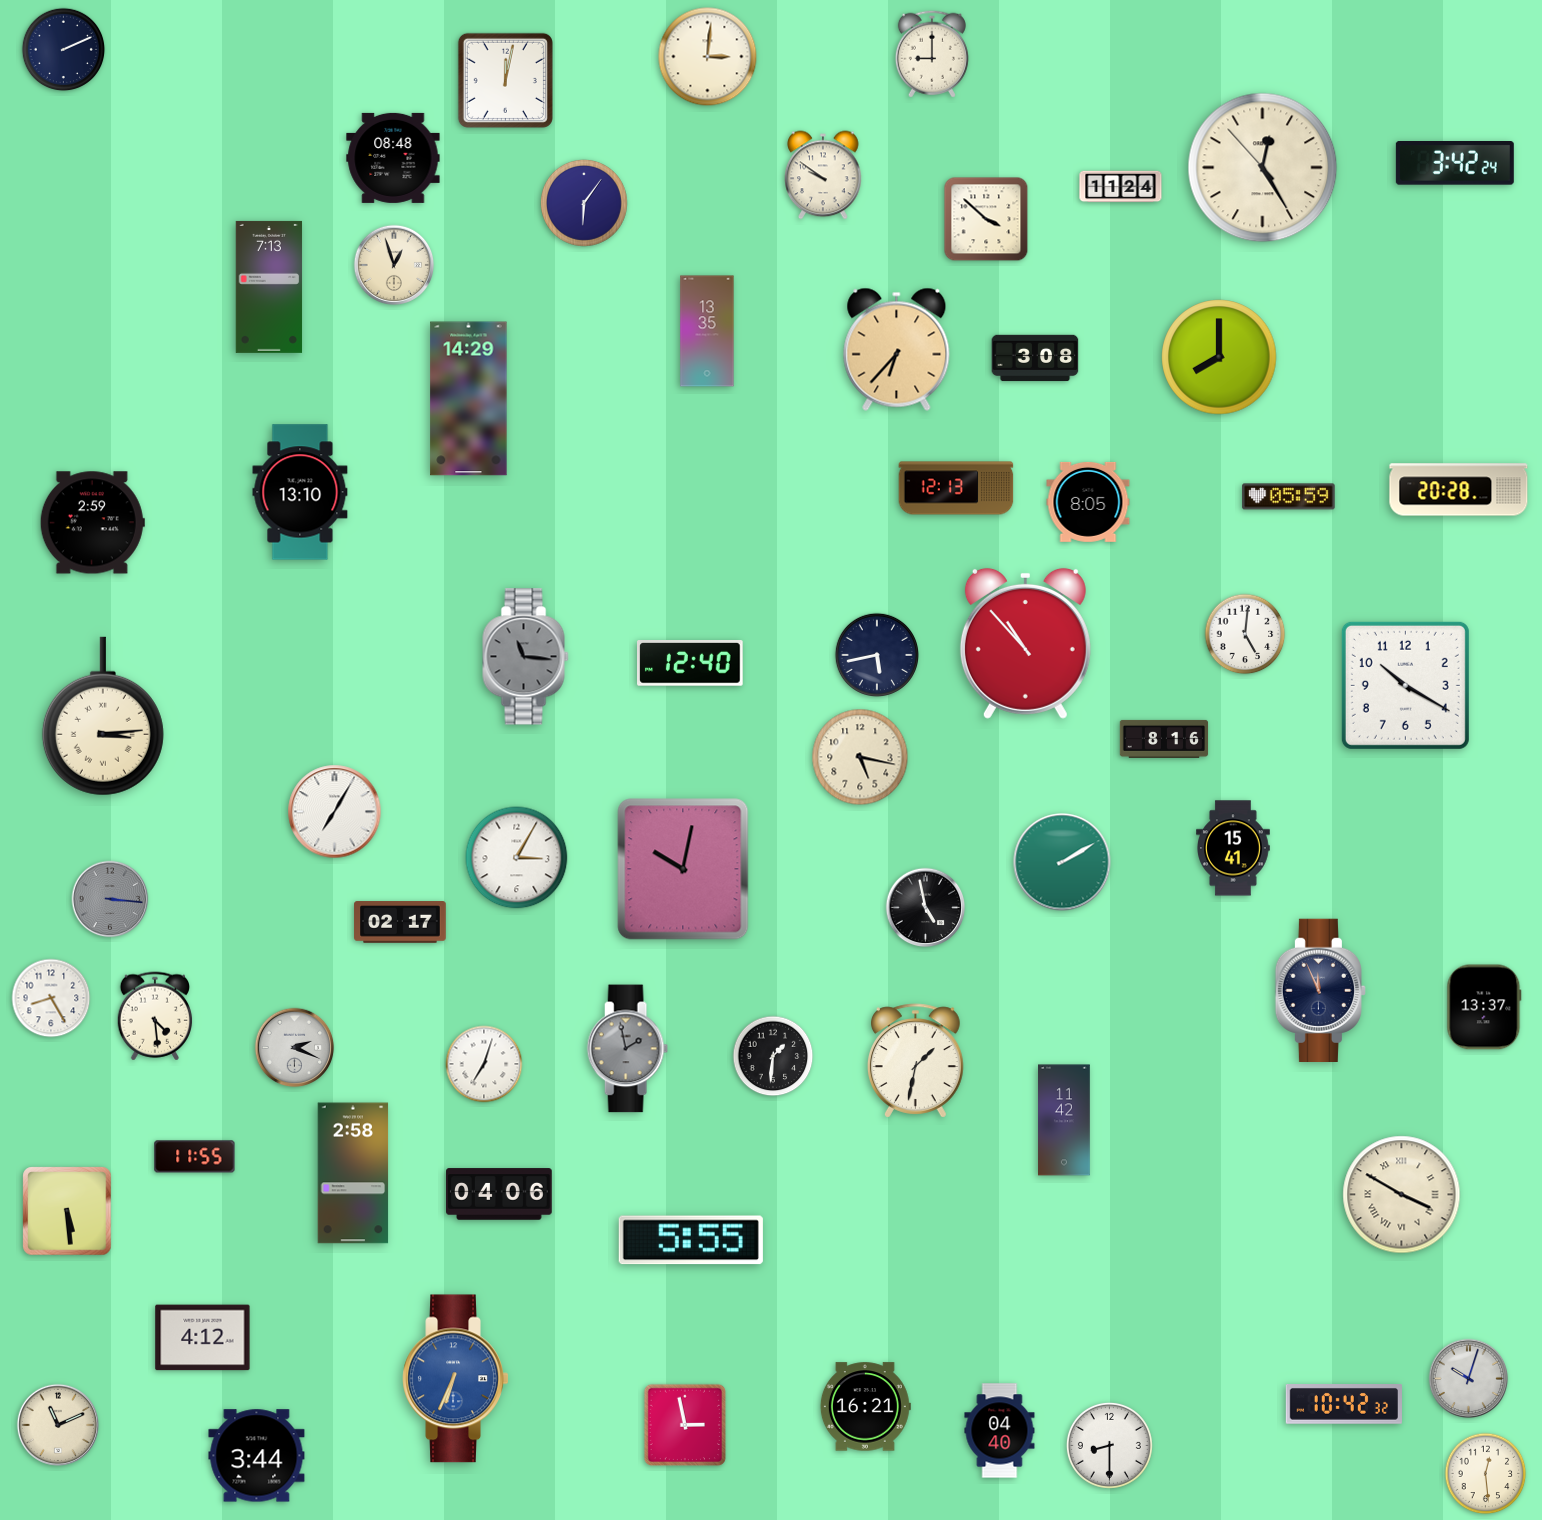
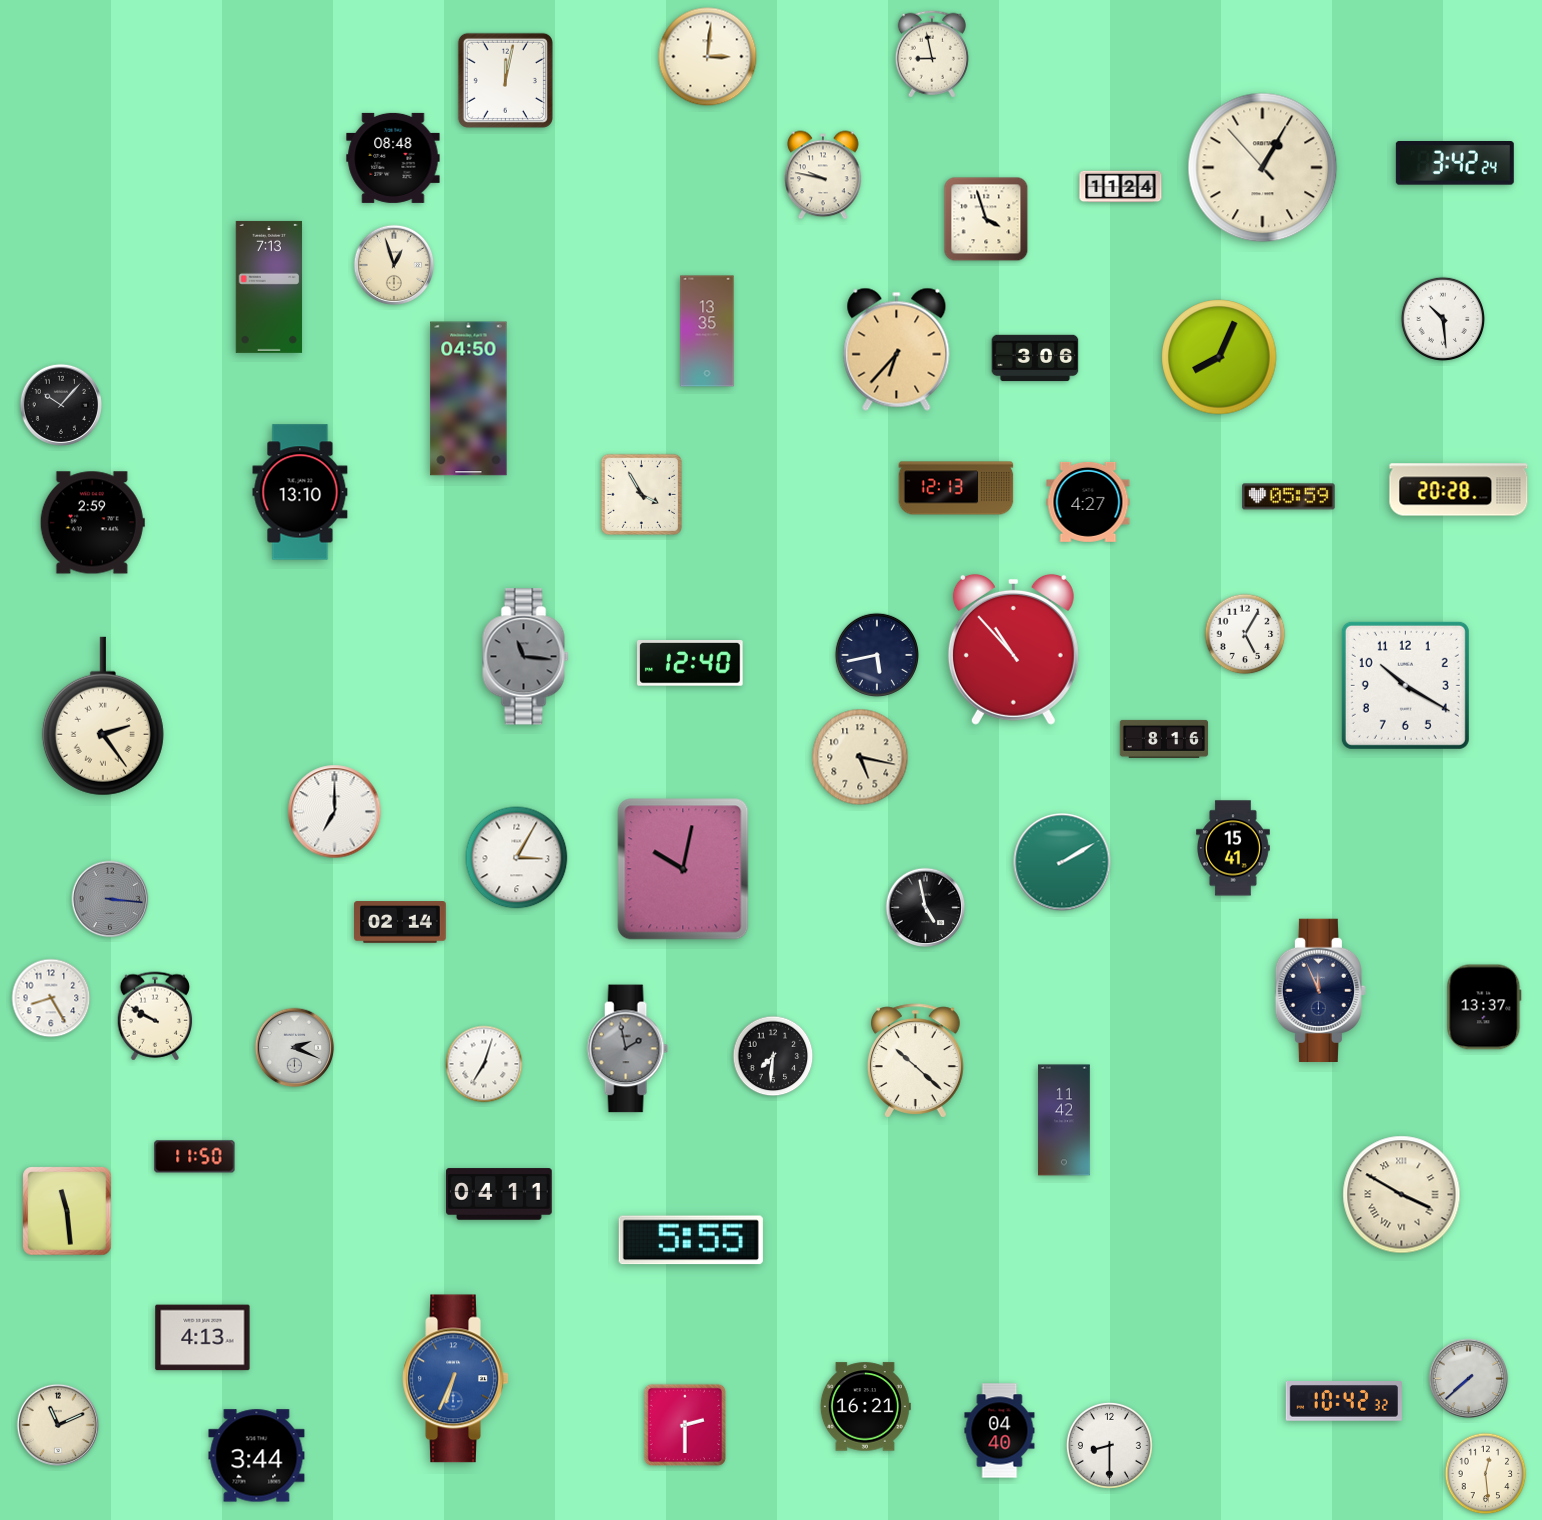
clock at (64, 50): 2:11 -> none
clock at (932, 54): 9:00 -> 8:58
clock at (1263, 168): 12:24 -> 1:04
clock at (823, 175): 9:51 -> 9:47
clock at (584, 203): 6:06 -> none
clock at (986, 219): 3:52 -> 3:57
clock at (1442, 318): none -> 10:29
clock at (1219, 357): 8:00 -> 8:04
clock at (1035, 358): 3:08 -> 3:06
clock at (469, 399): 14:29 -> 04:50
clock at (61, 405): none -> 10:07
clock at (641, 494): none -> 3:55
clock at (1088, 502): 8:05 -> 4:27
clock at (1245, 634): 5:01 -> 5:05
clock at (1025, 643) position: (1025, 643) -> (1013, 649)
clock at (103, 716): 3:14 -> 2:24
clock at (335, 812): 7:05 -> 7:00
clock at (400, 922): 02:17 -> 02:14
clock at (155, 1016): 4:29 -> 9:50
clock at (773, 1056): 1:31 -> 7:31
clock at (915, 1061): 1:32 -> 10:22
clock at (195, 1157): 11:55 -> 11:50
clock at (353, 1173): 2:58 -> none
clock at (499, 1194): 04:06 -> 04:11
clock at (67, 1211): 5:29 -> 11:29
clock at (203, 1338): 4:12 -> 4:13
clock at (1469, 1379): 10:03 -> 7:38
clock at (1344, 1405) position: (1344, 1405) -> (1344, 1402)
clock at (685, 1425): 2:58 -> 2:30
